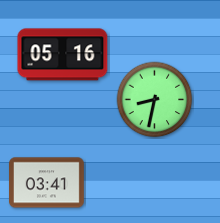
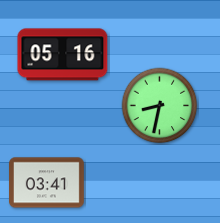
clock at (155, 100) position: (155, 100) -> (160, 106)
